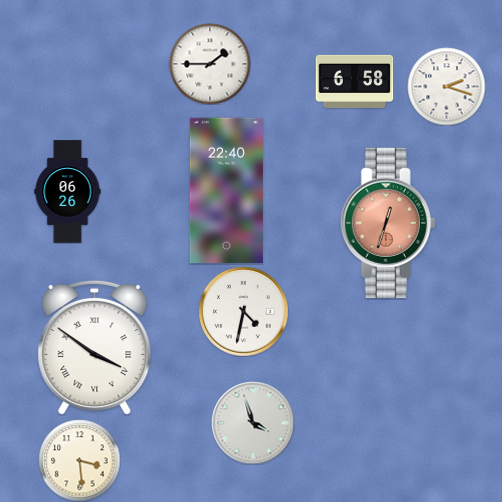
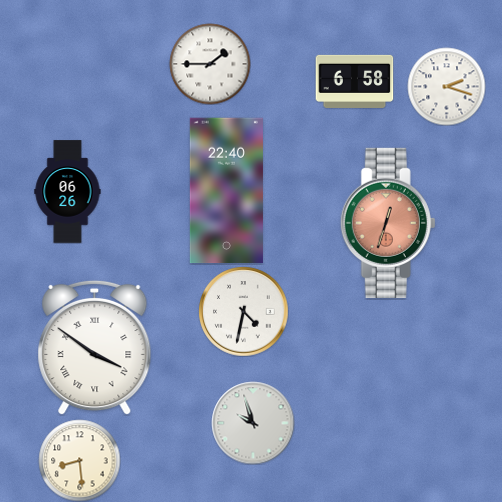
clock at (253, 423): 3:57 -> 9:57
clock at (79, 460): 3:29 -> 8:29
